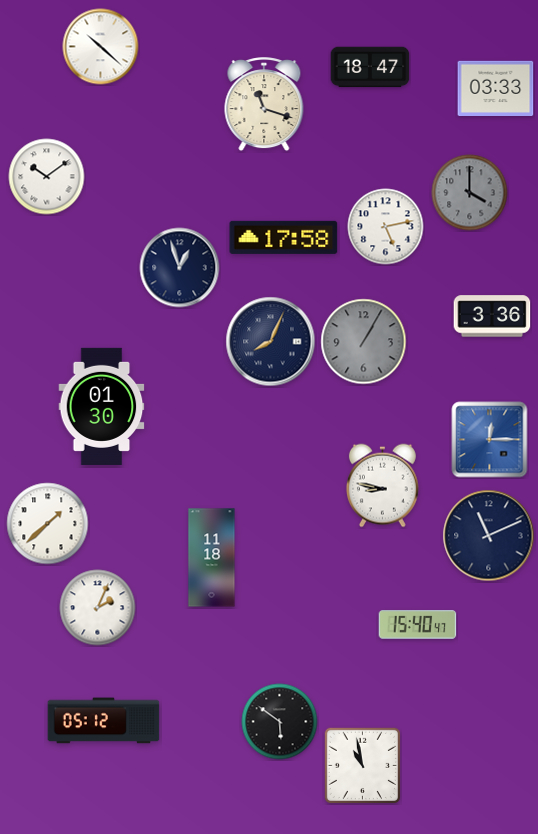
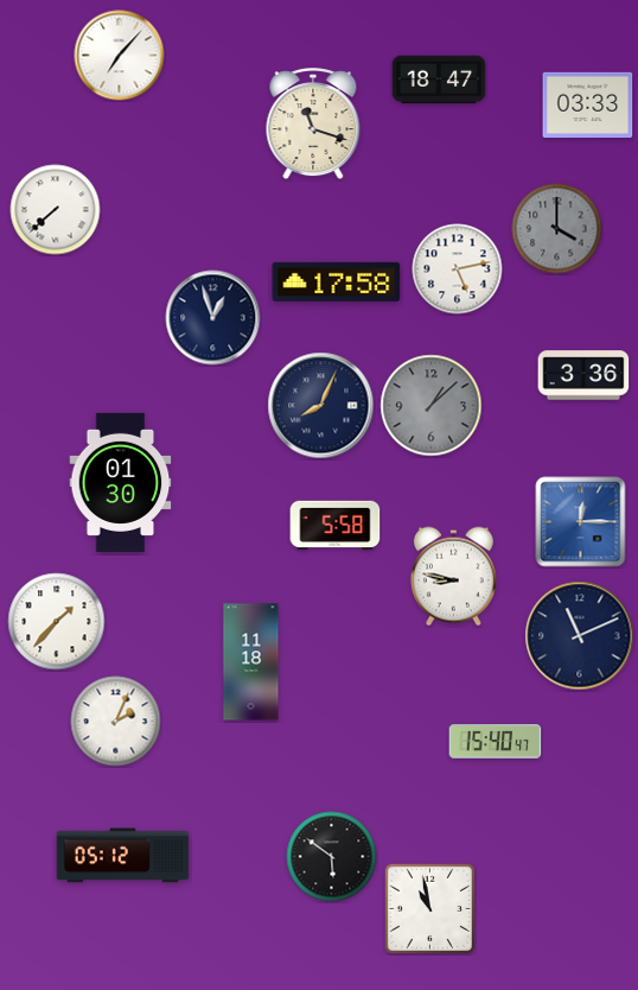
clock at (101, 47): 10:22 -> 7:07
clock at (47, 177): 10:09 -> 7:38
clock at (364, 342): 1:05 -> 1:08
clock at (336, 526): none -> 5:58
clock at (48, 524): 1:38 -> 1:37
